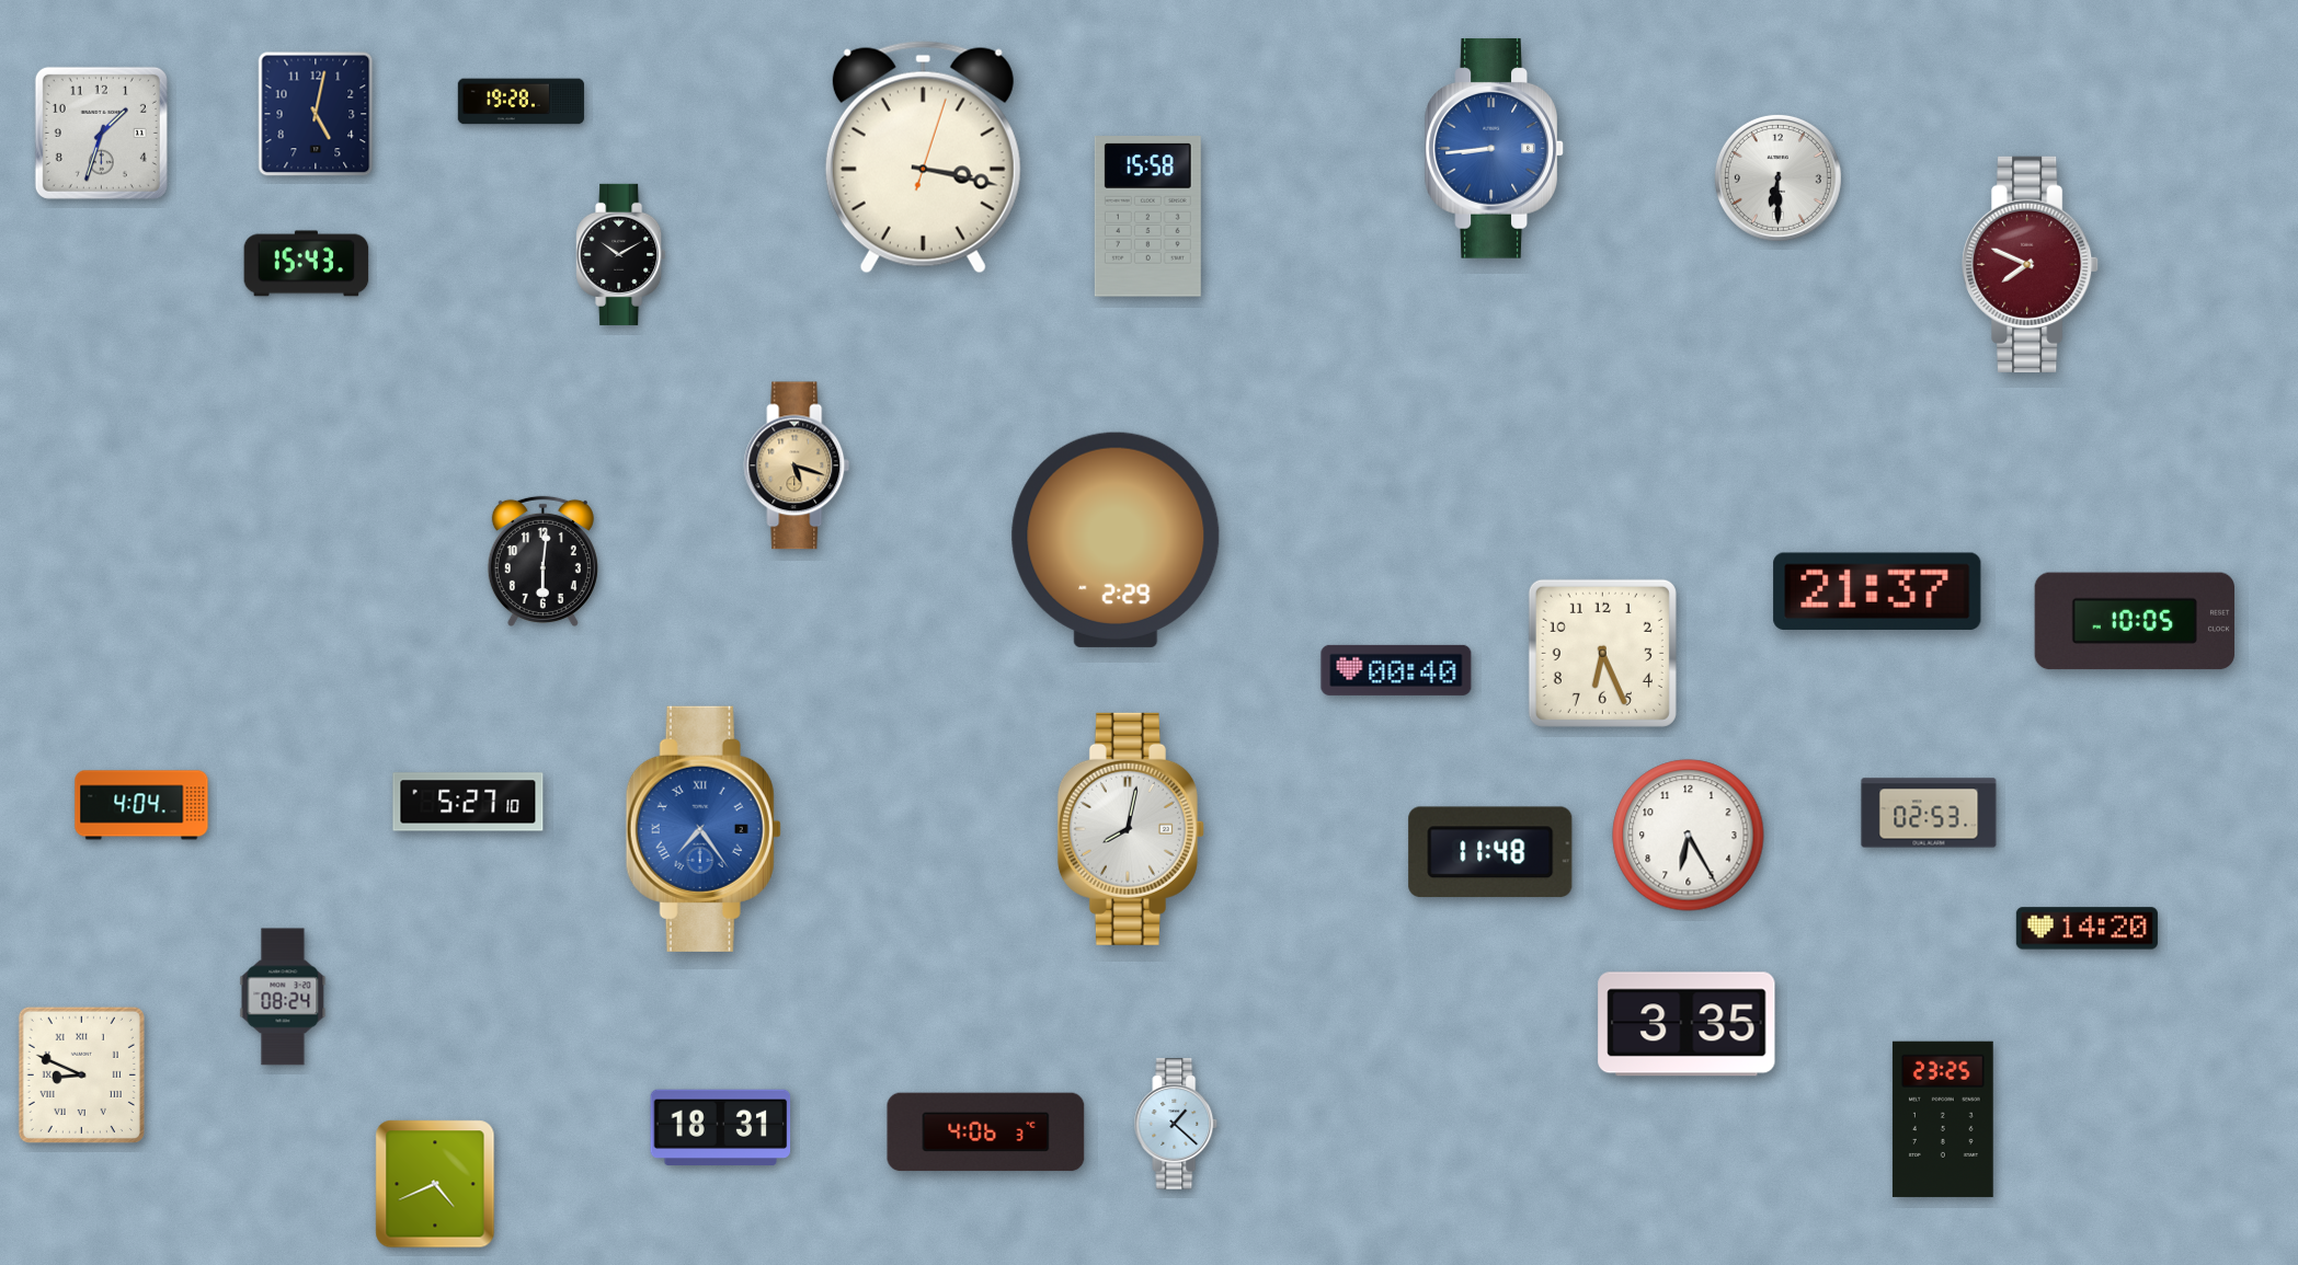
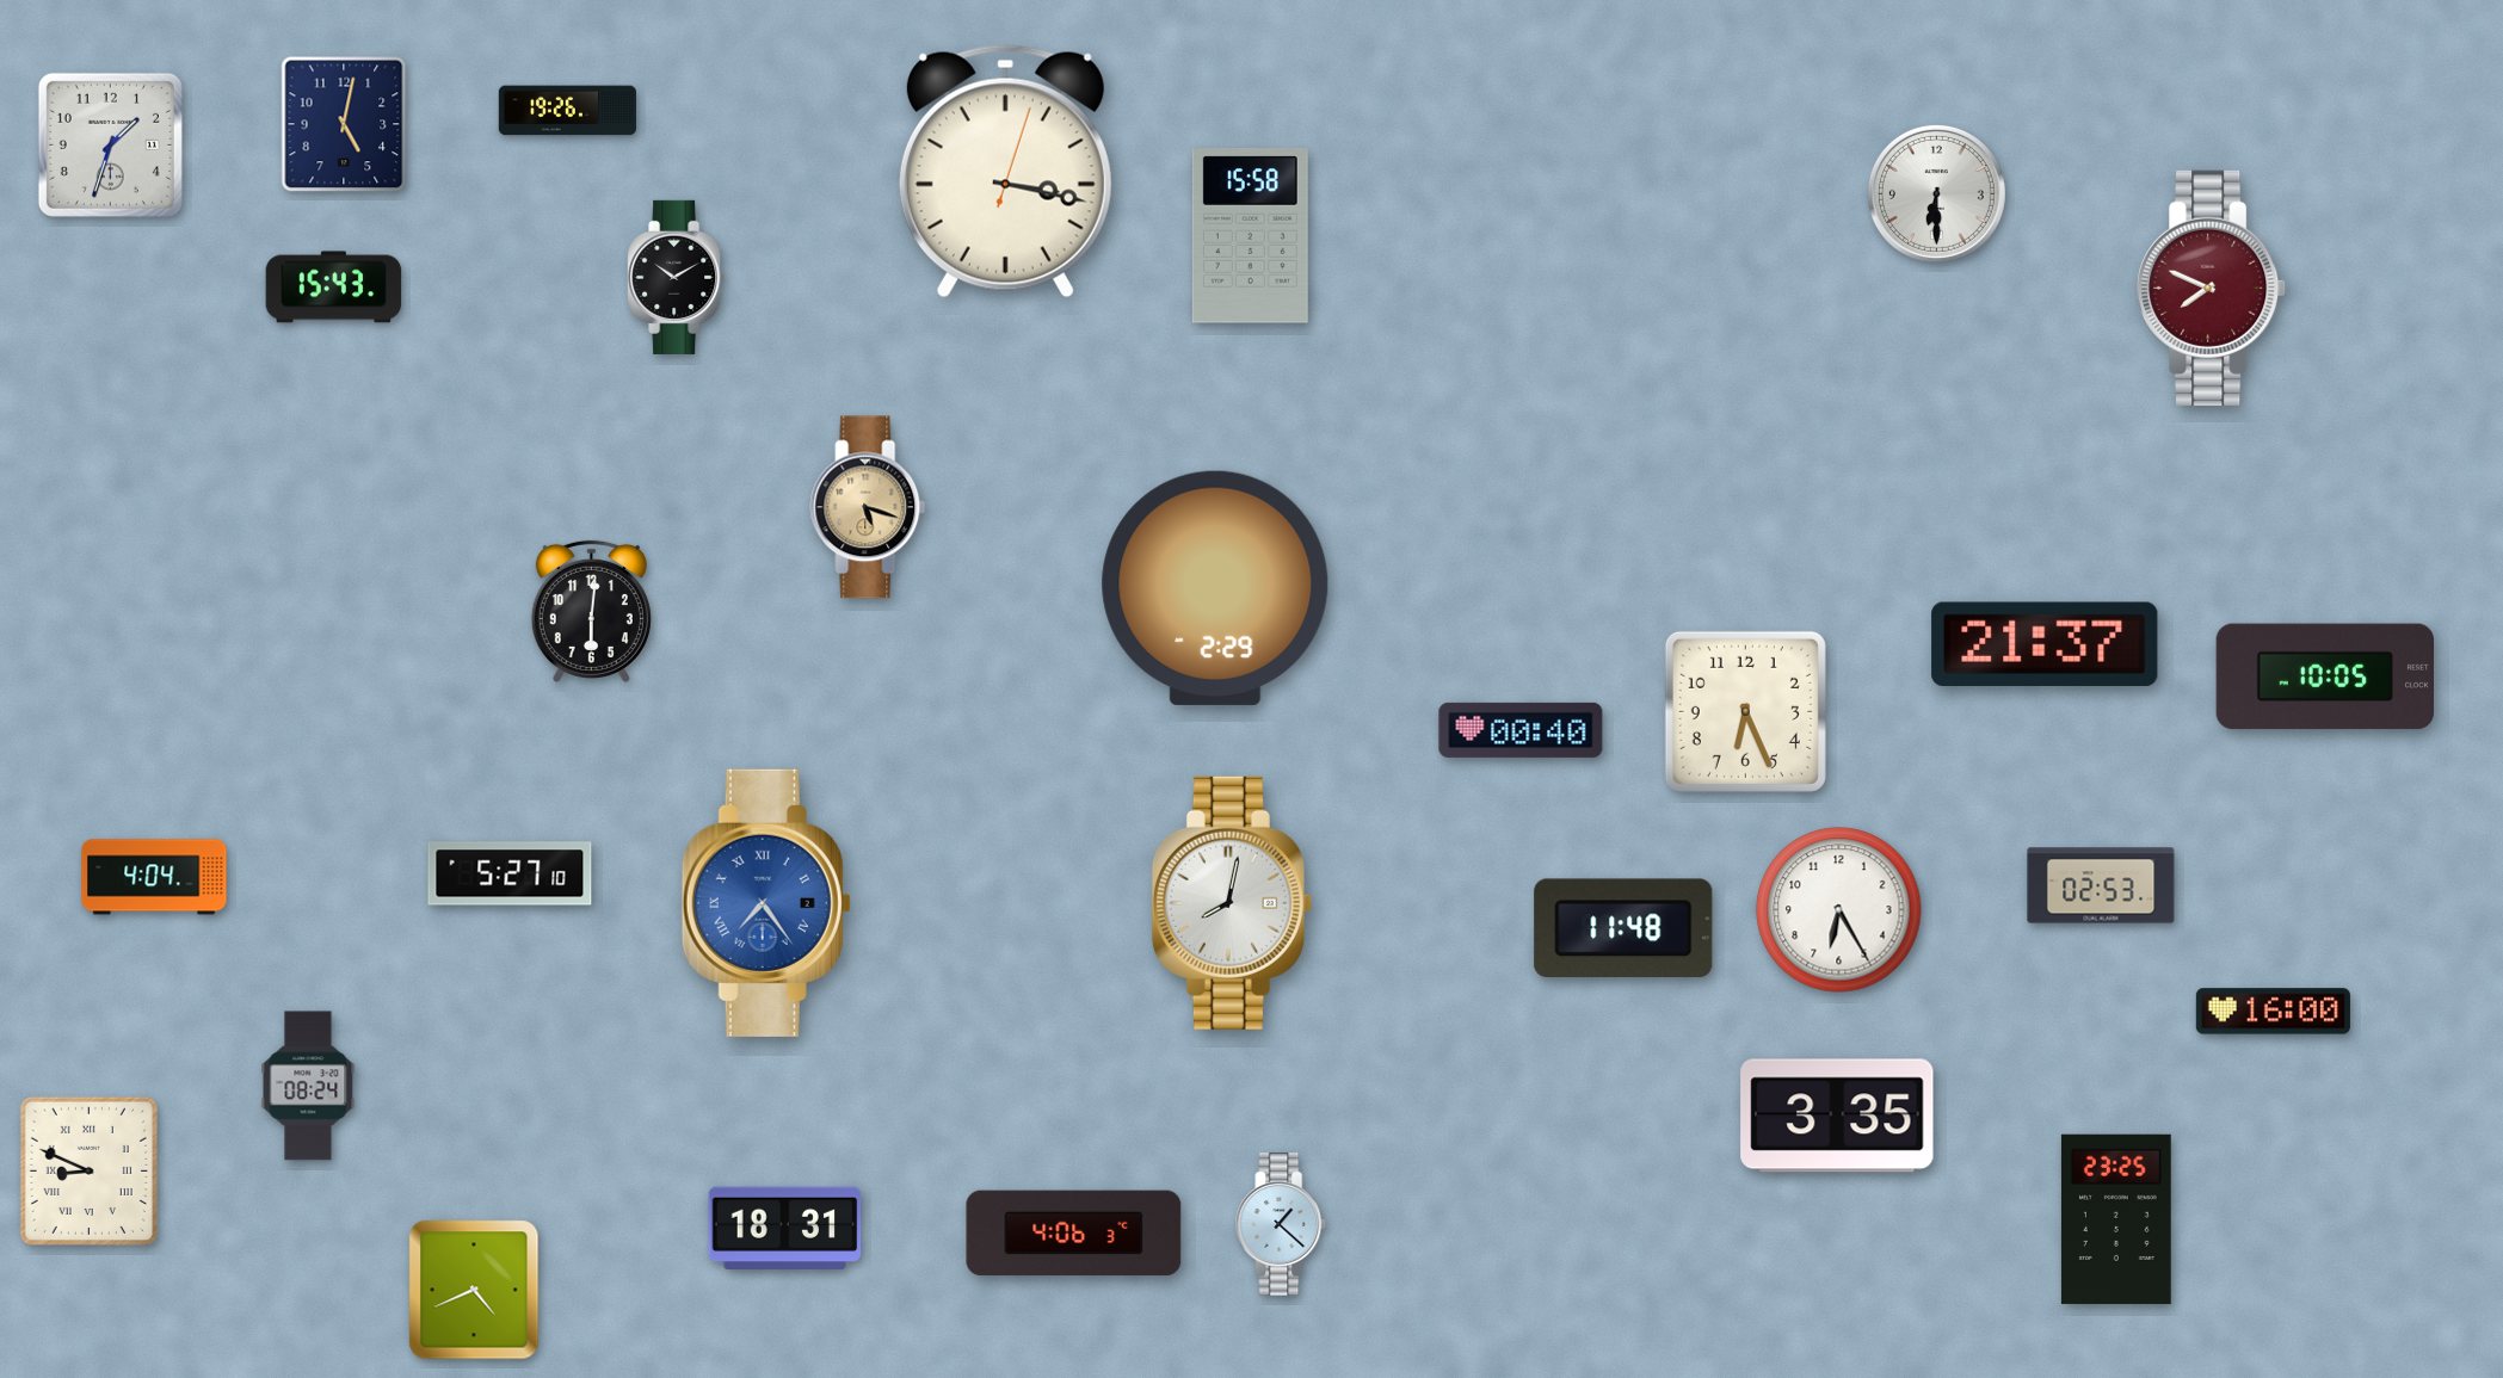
clock at (521, 102): 19:28 -> 19:26
clock at (1495, 148): 8:44 -> none
clock at (2087, 929): 14:20 -> 16:00
